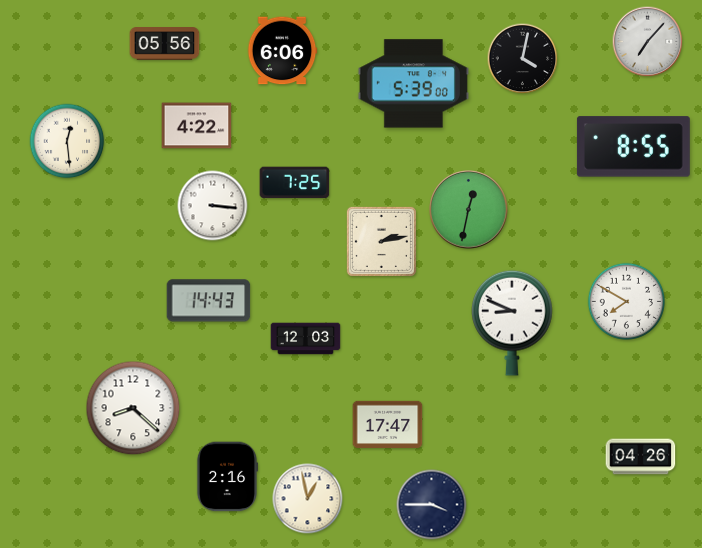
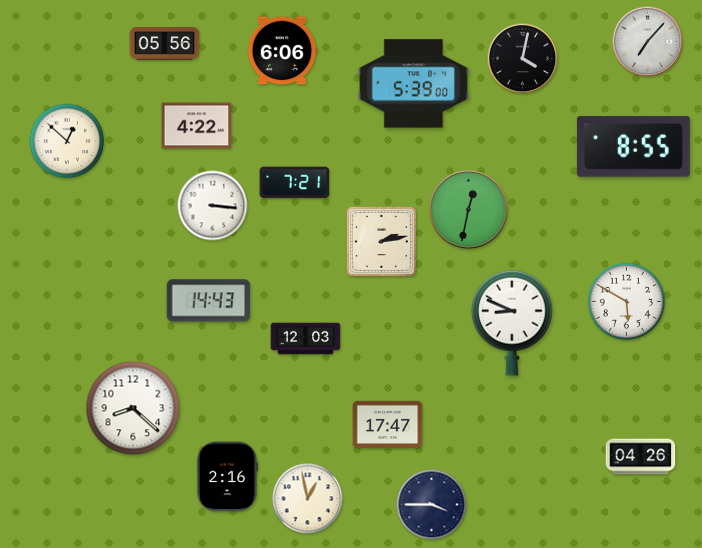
clock at (67, 141): 12:29 -> 12:52
clock at (295, 183): 7:25 -> 7:21
clock at (626, 301): 7:50 -> 5:50
